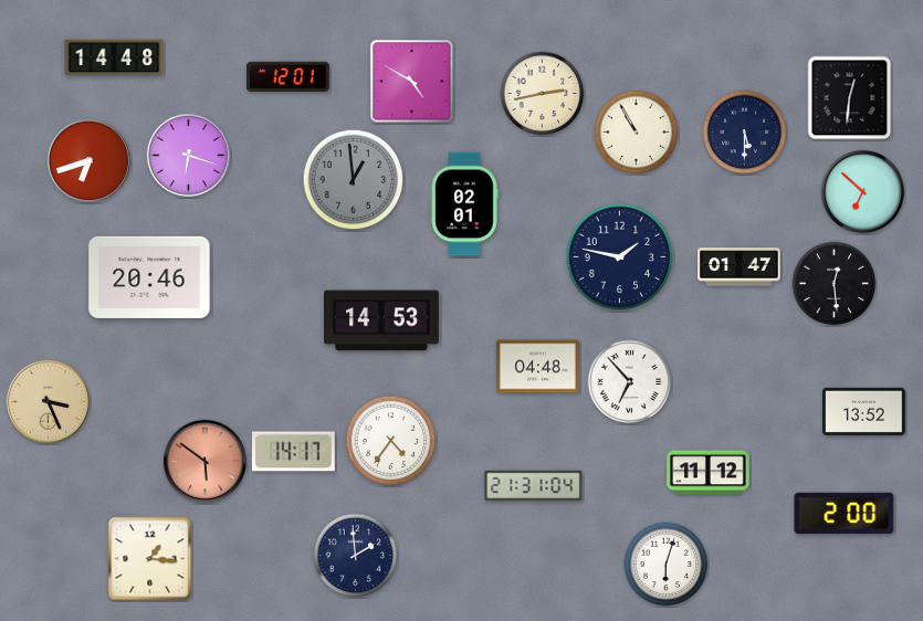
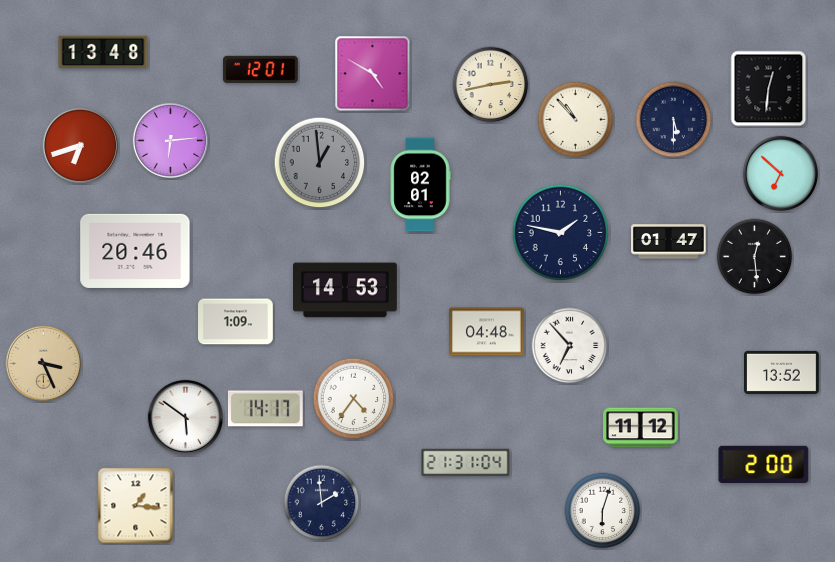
clock at (114, 57): 14:48 -> 13:48
clock at (637, 133): 10:55 -> 10:53
clock at (188, 155): 6:18 -> 6:14
clock at (236, 322): none -> 1:09
clock at (204, 461) dial: salmon -> white
clock at (534, 486) position: (534, 486) -> (466, 463)
